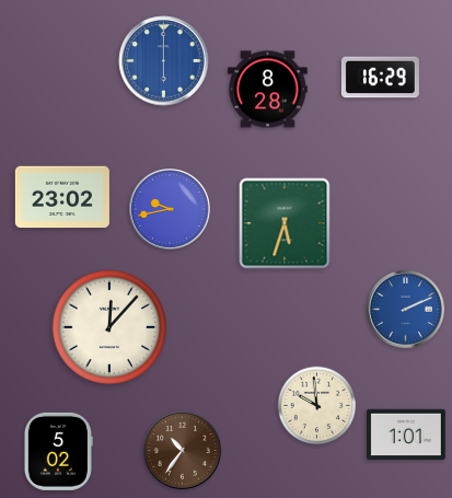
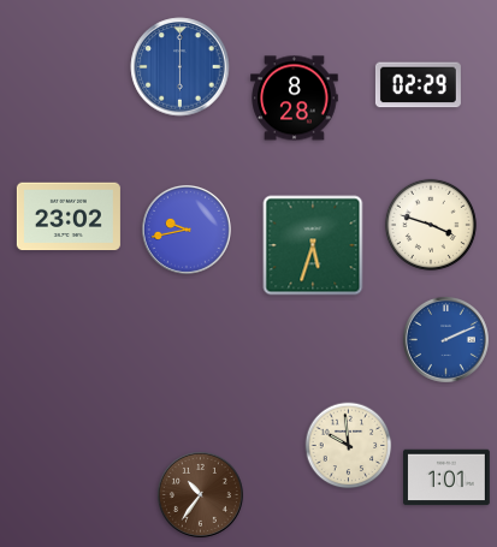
clock at (380, 78): 16:29 -> 02:29
clock at (431, 225): none -> 3:48
clock at (108, 326): 12:07 -> none
clock at (58, 451): 5:02 -> none
